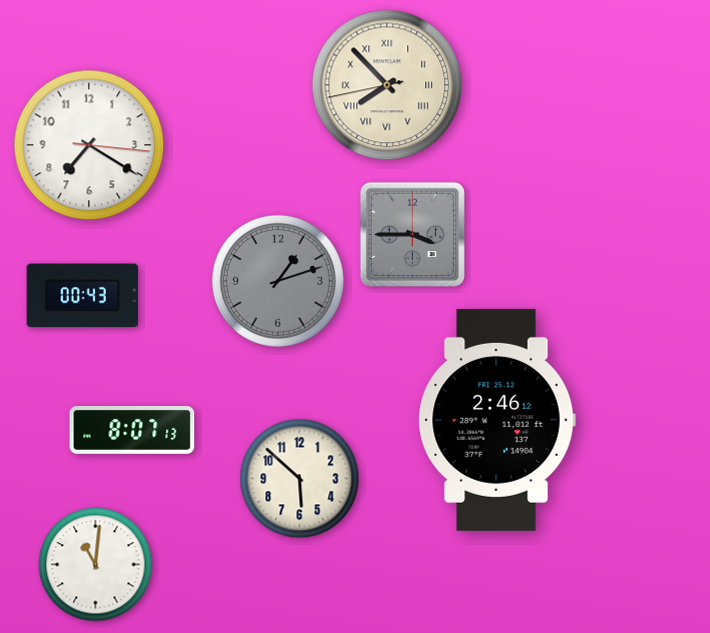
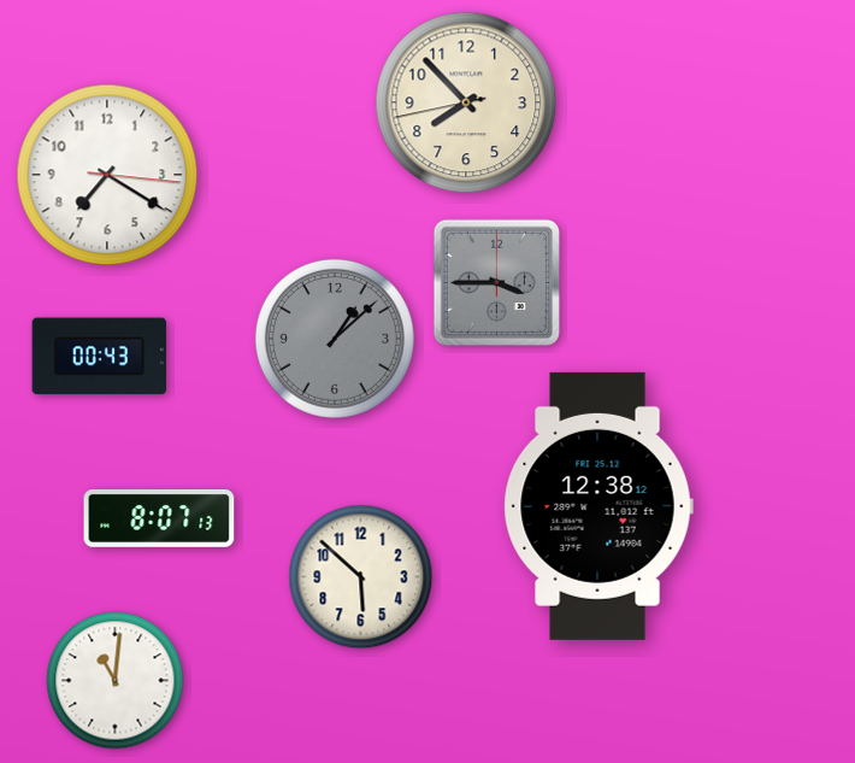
clock at (387, 85) numerals: Roman -> Arabic
clock at (278, 281): 1:12 -> 1:08
clock at (497, 420): 2:46 -> 12:38
